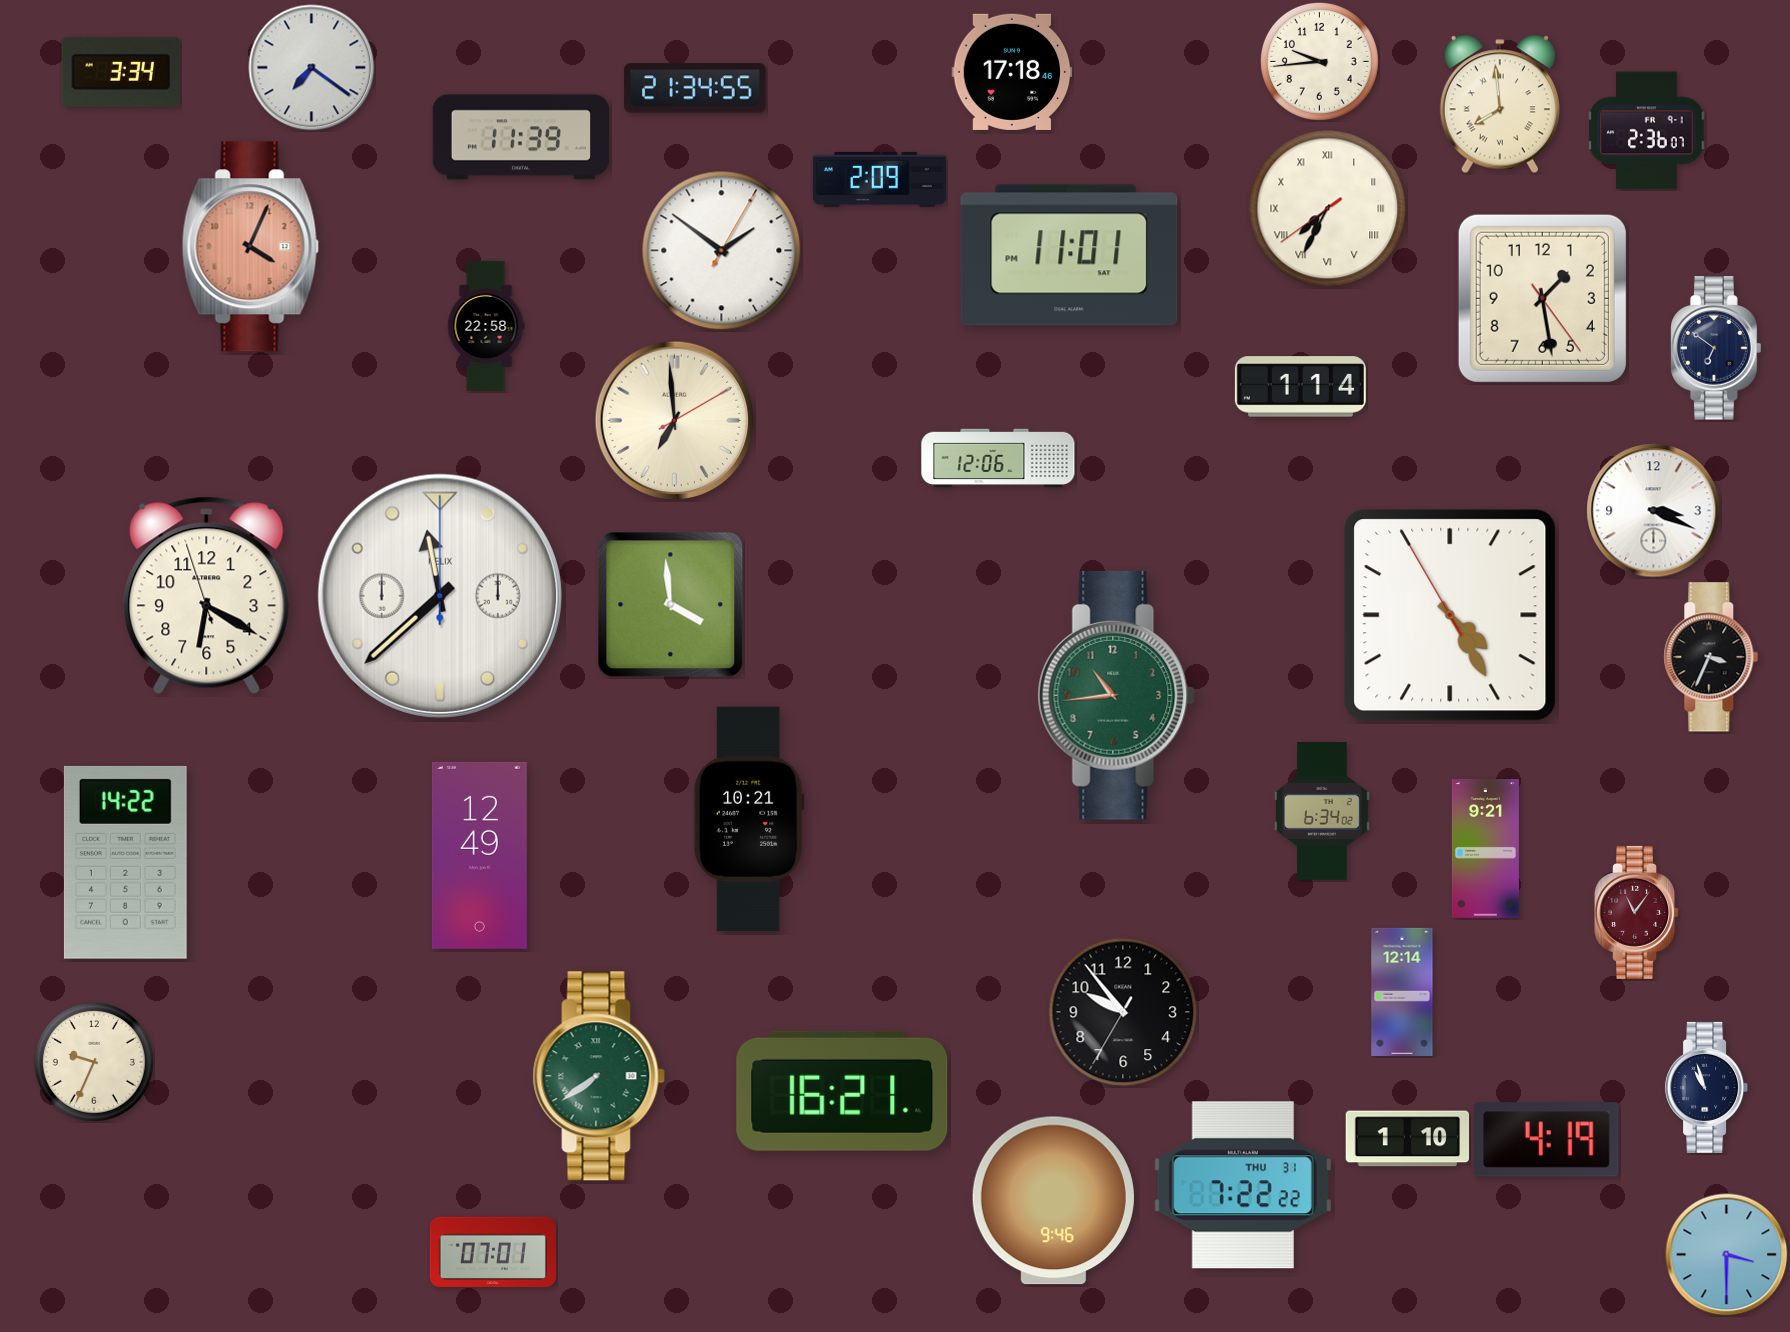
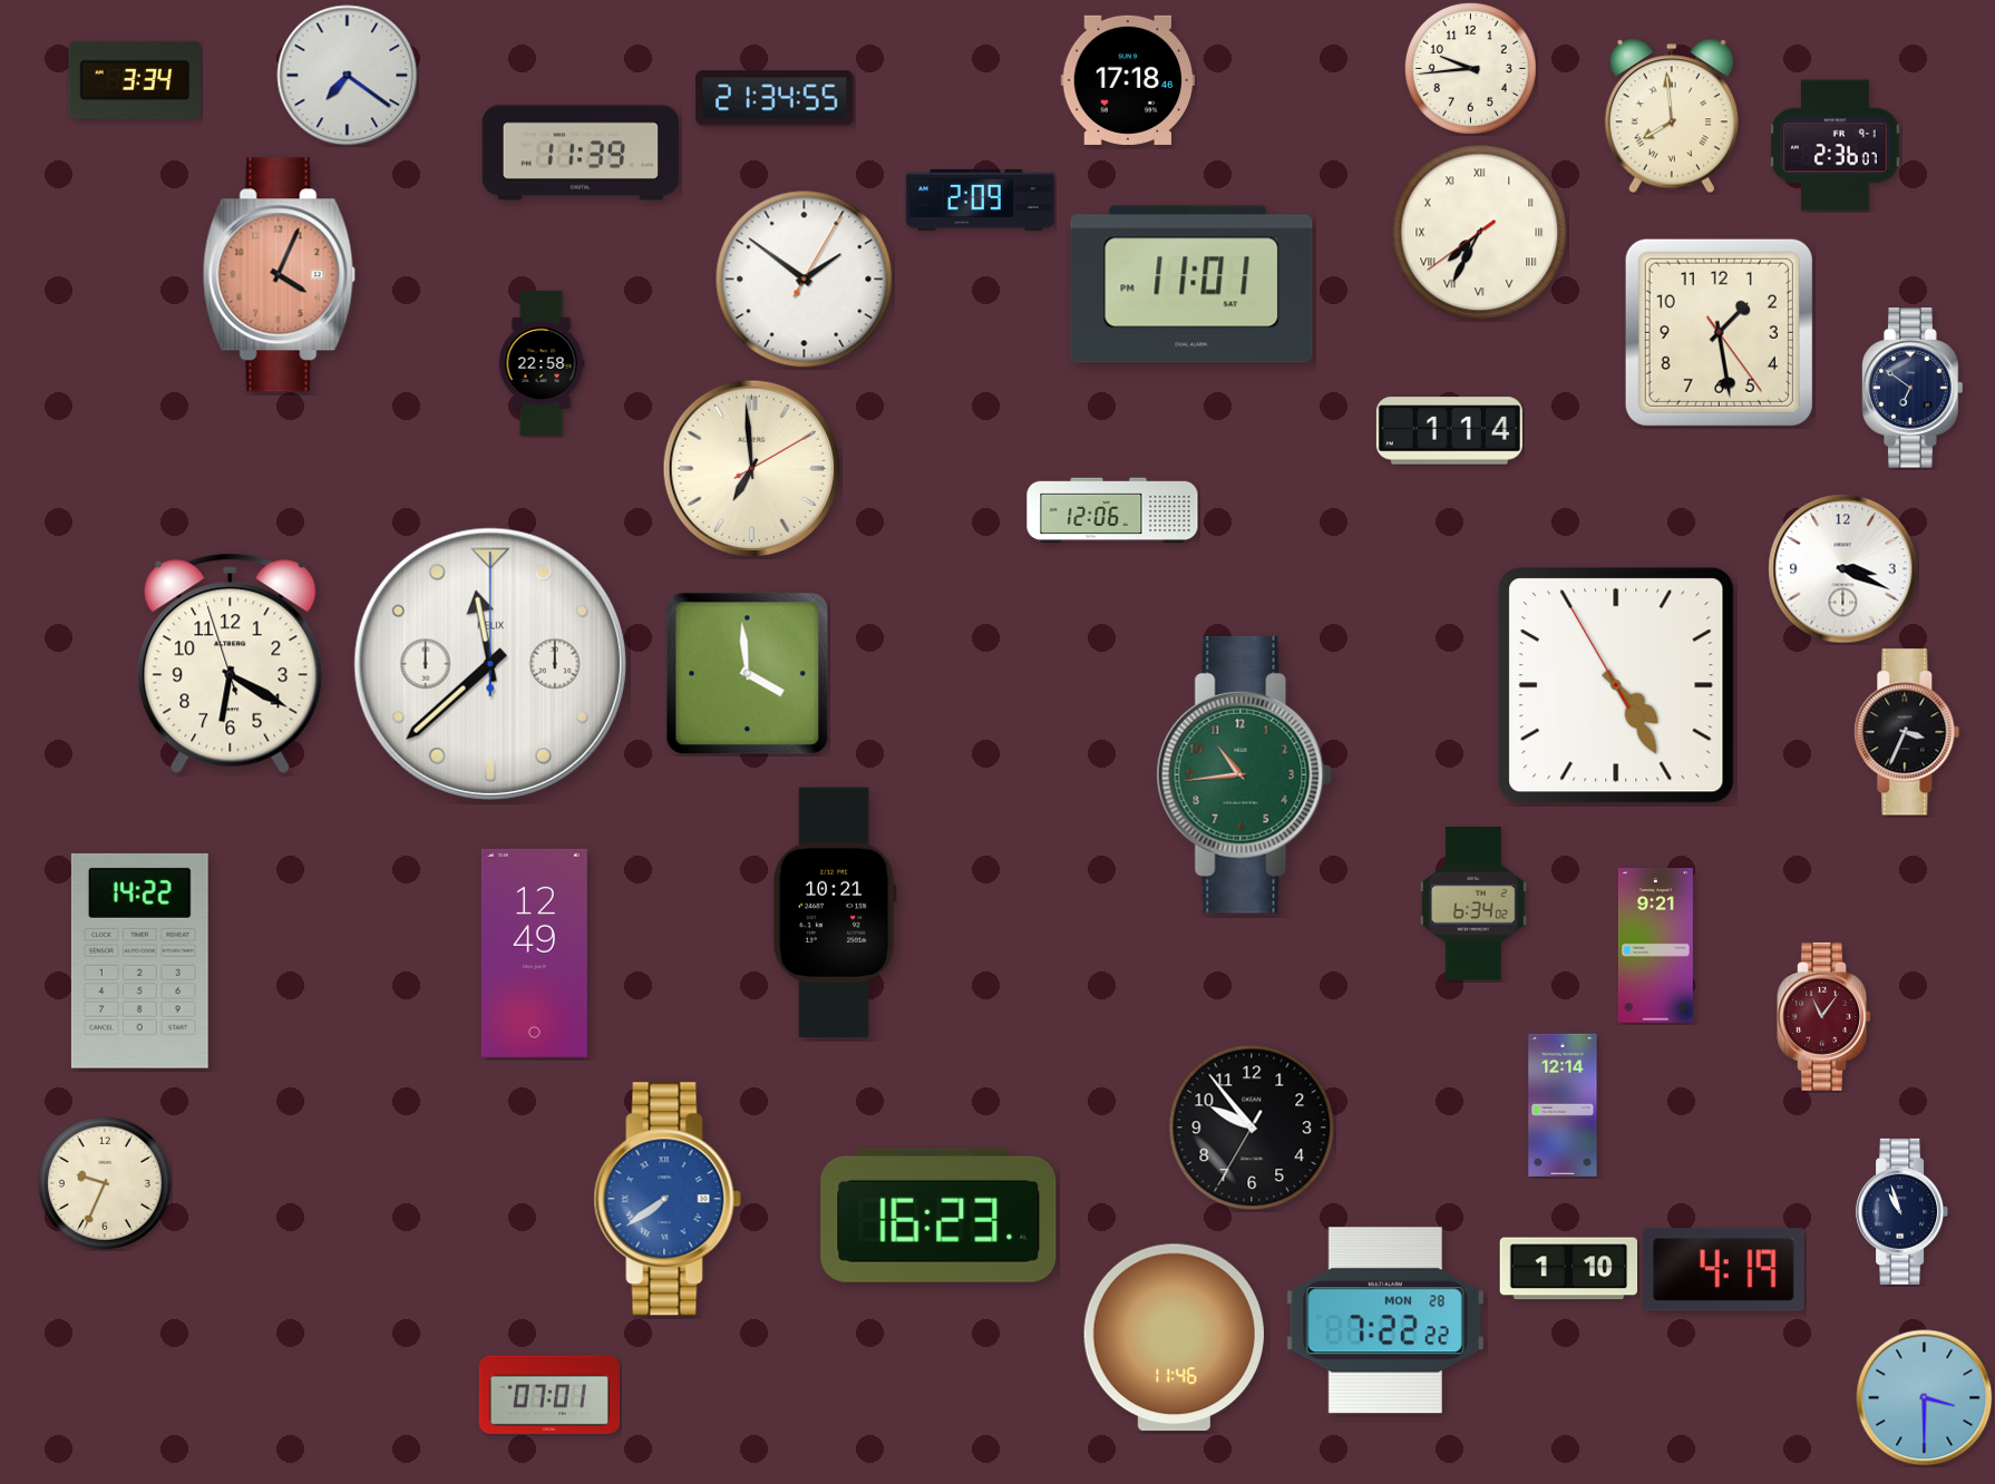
clock at (599, 1076) dial: green -> blue
clock at (842, 1091): 16:21 -> 16:23
clock at (1243, 1185) date: THU 31 -> MON 28
clock at (1053, 1201): 9:46 -> 11:46
